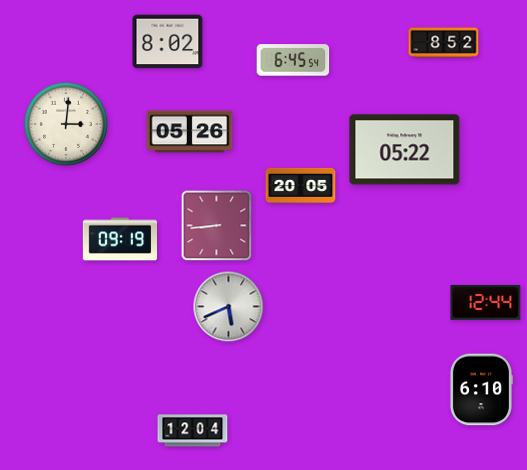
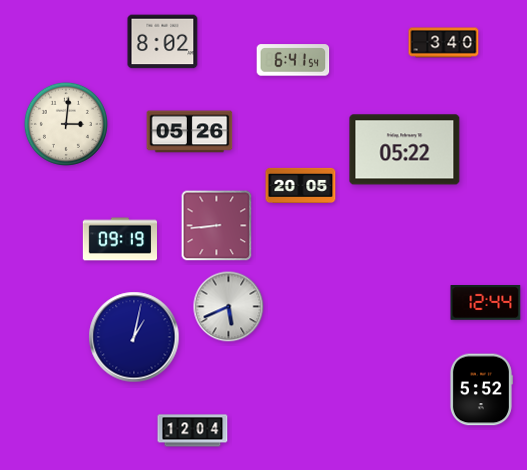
clock at (168, 42) position: (168, 42) -> (163, 42)
clock at (444, 43): 8:52 -> 3:40
clock at (293, 60): 6:45 -> 6:41
clock at (134, 337): none -> 1:02
clock at (481, 390): 6:10 -> 5:52
